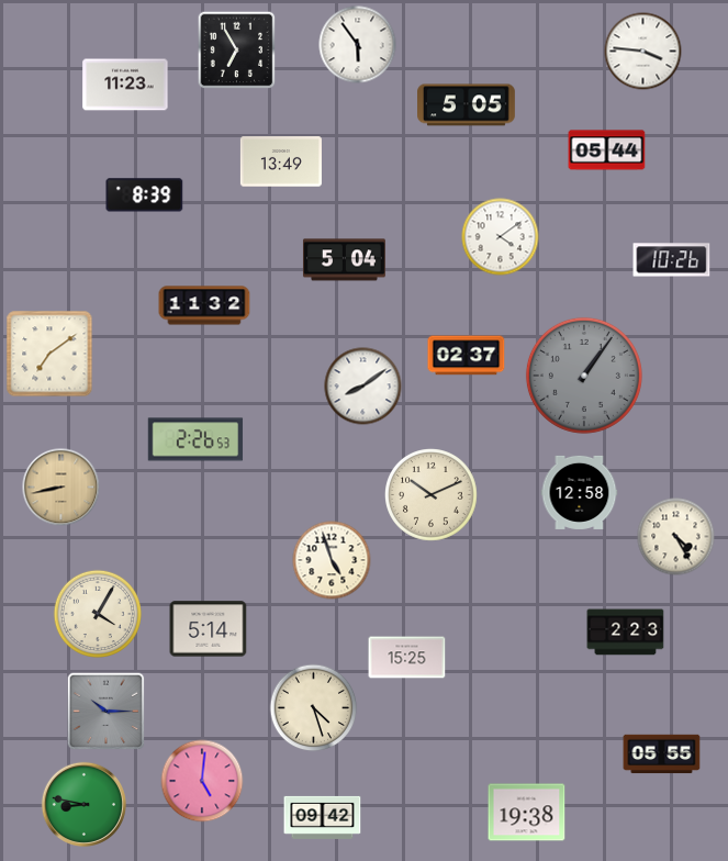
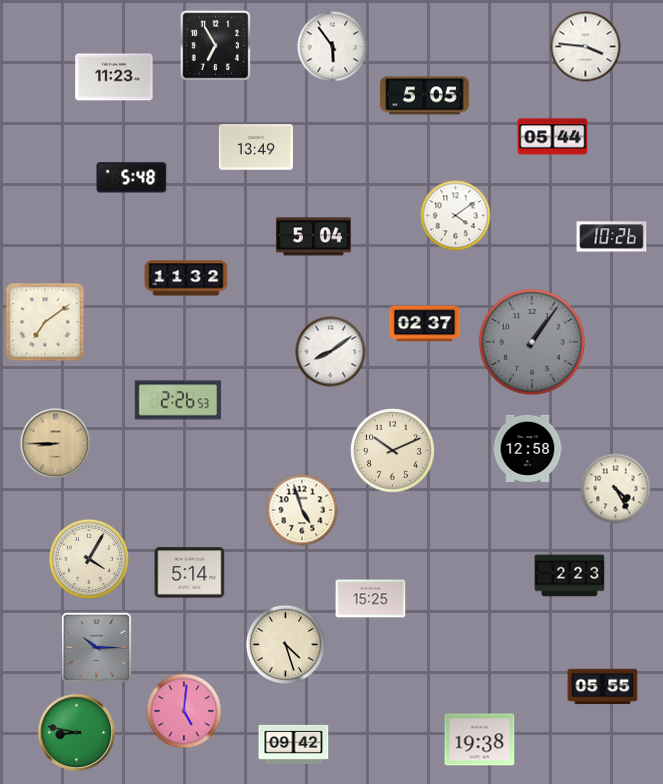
clock at (358, 45) position: (358, 45) -> (333, 47)
clock at (145, 195): 8:39 -> 5:48
clock at (61, 488): 8:43 -> 8:45
